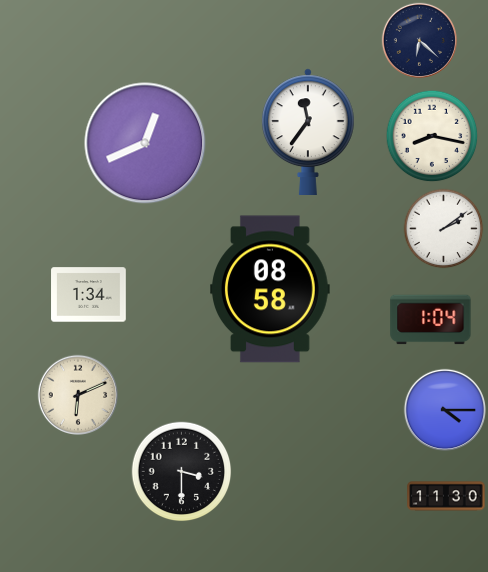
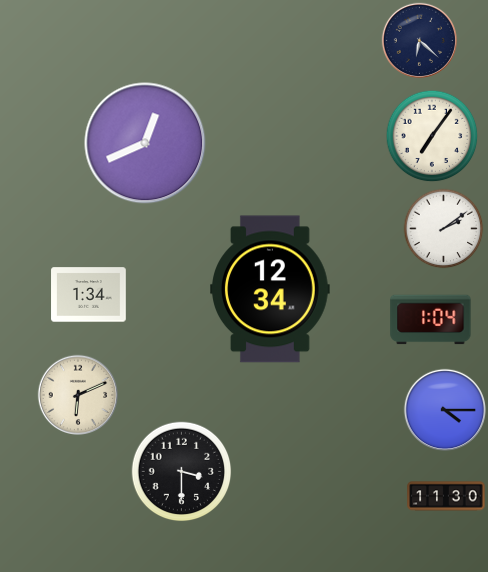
clock at (308, 132): 11:36 -> none
clock at (432, 136): 8:17 -> 7:06
clock at (270, 289): 08:58 -> 12:34
